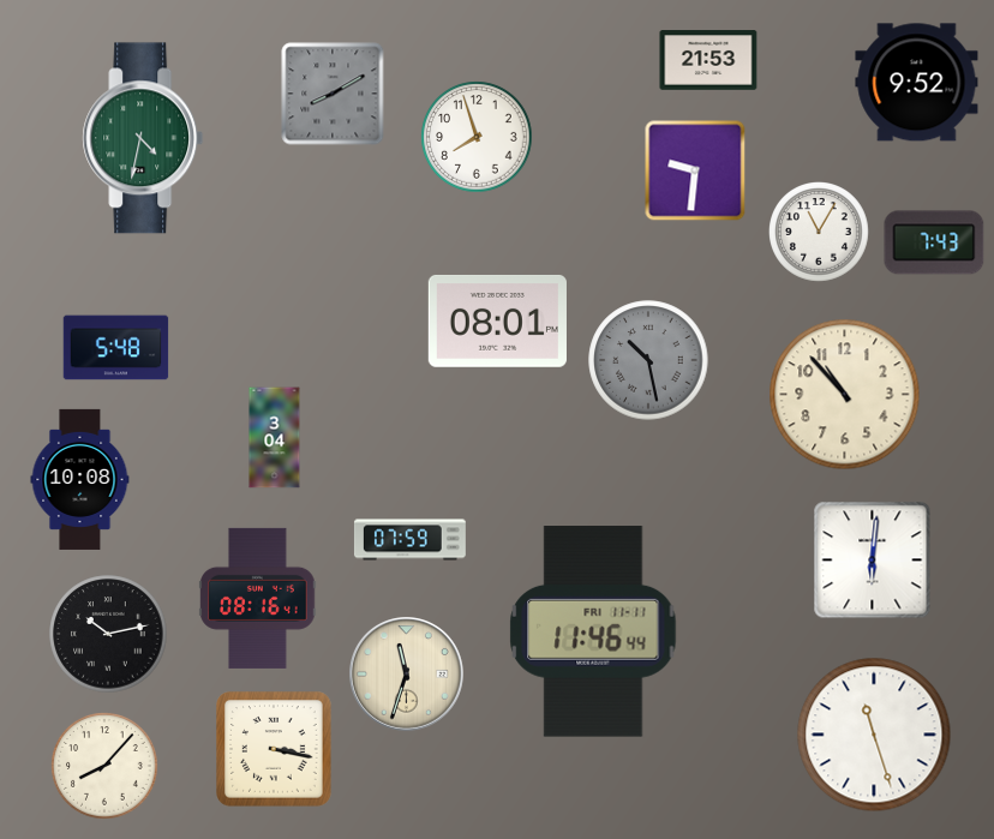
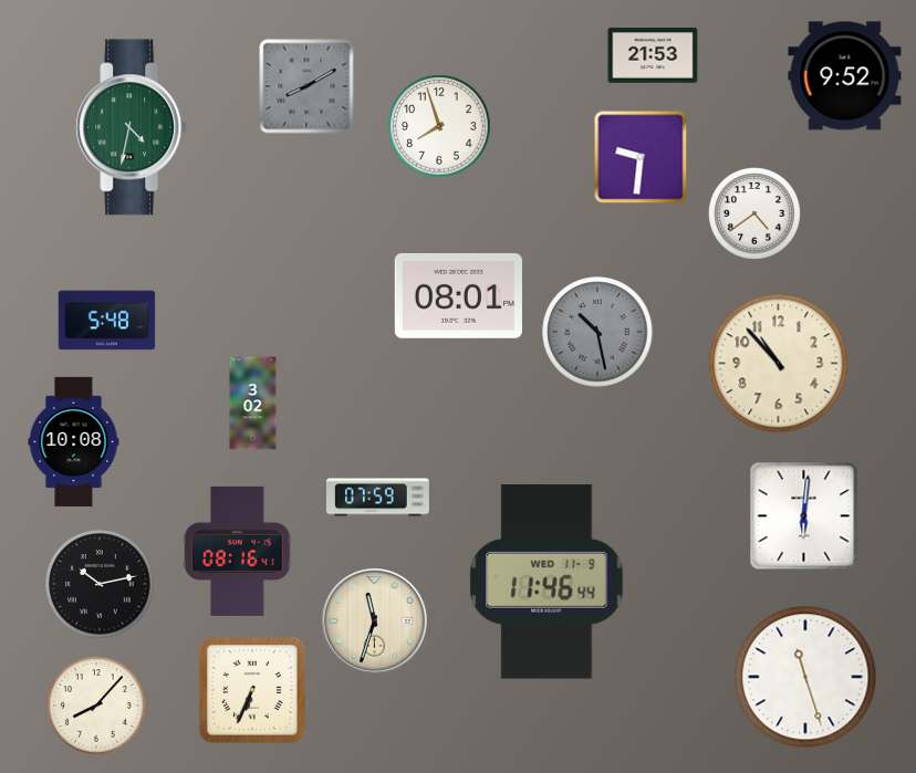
clock at (820, 233): 11:05 -> 4:39
clock at (934, 242): 7:43 -> none
clock at (275, 438): 3:04 -> 3:02
clock at (593, 631) date: FRI 11-11 -> WED 11-9
clock at (274, 749): 3:17 -> 6:34
